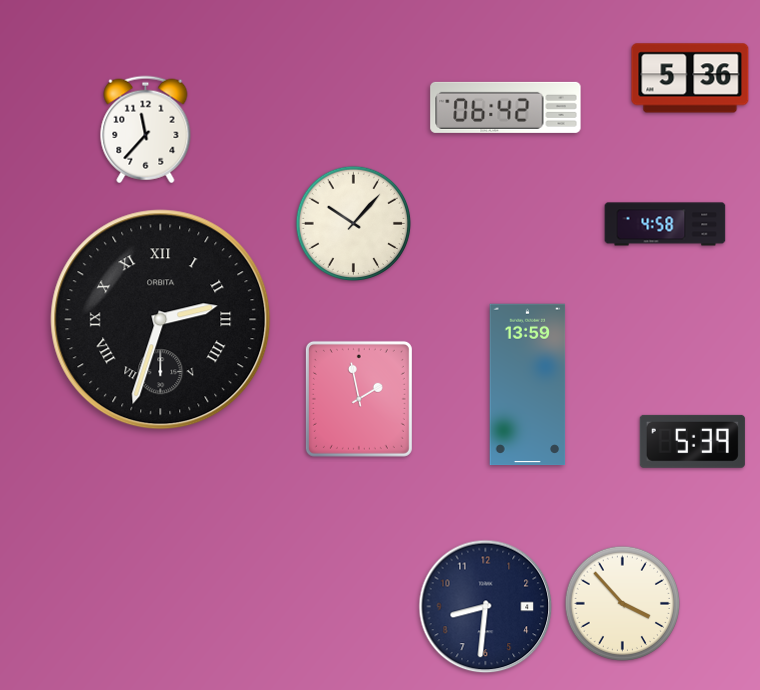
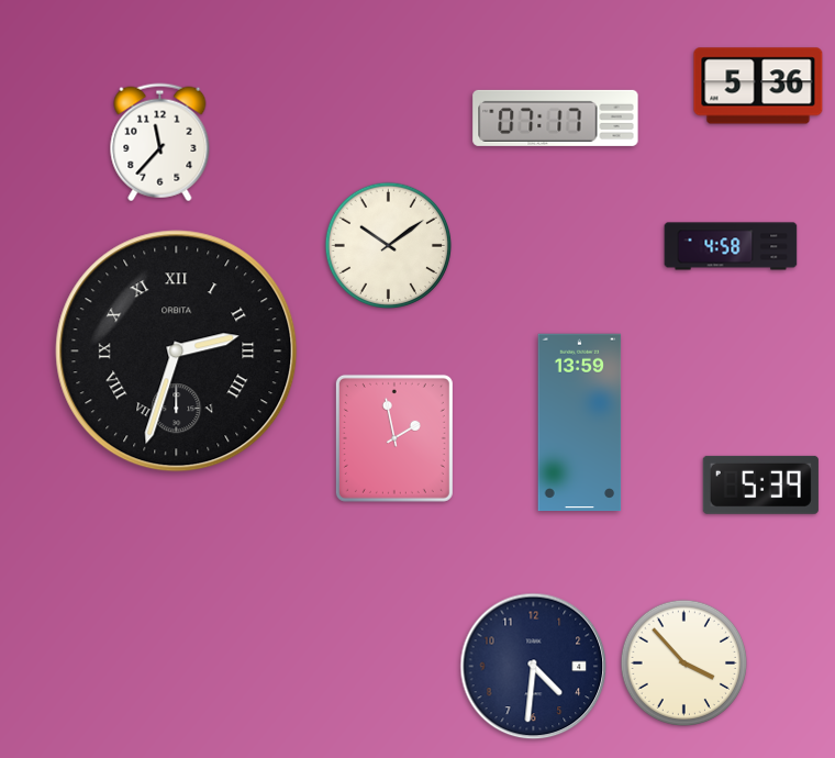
clock at (506, 107): 06:42 -> 07:17
clock at (354, 224): 10:07 -> 10:09
clock at (486, 607): 8:31 -> 4:31
